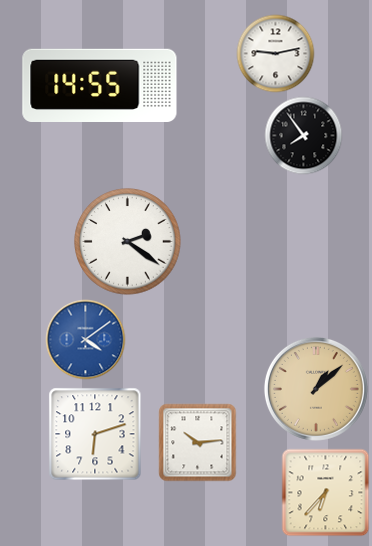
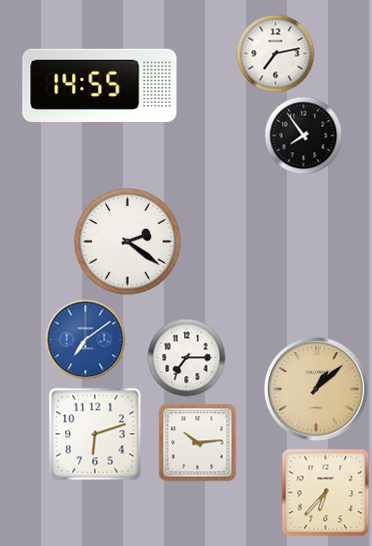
clock at (275, 53): 9:13 -> 7:13
clock at (85, 339): 4:09 -> 7:09
clock at (186, 357): none -> 7:15
